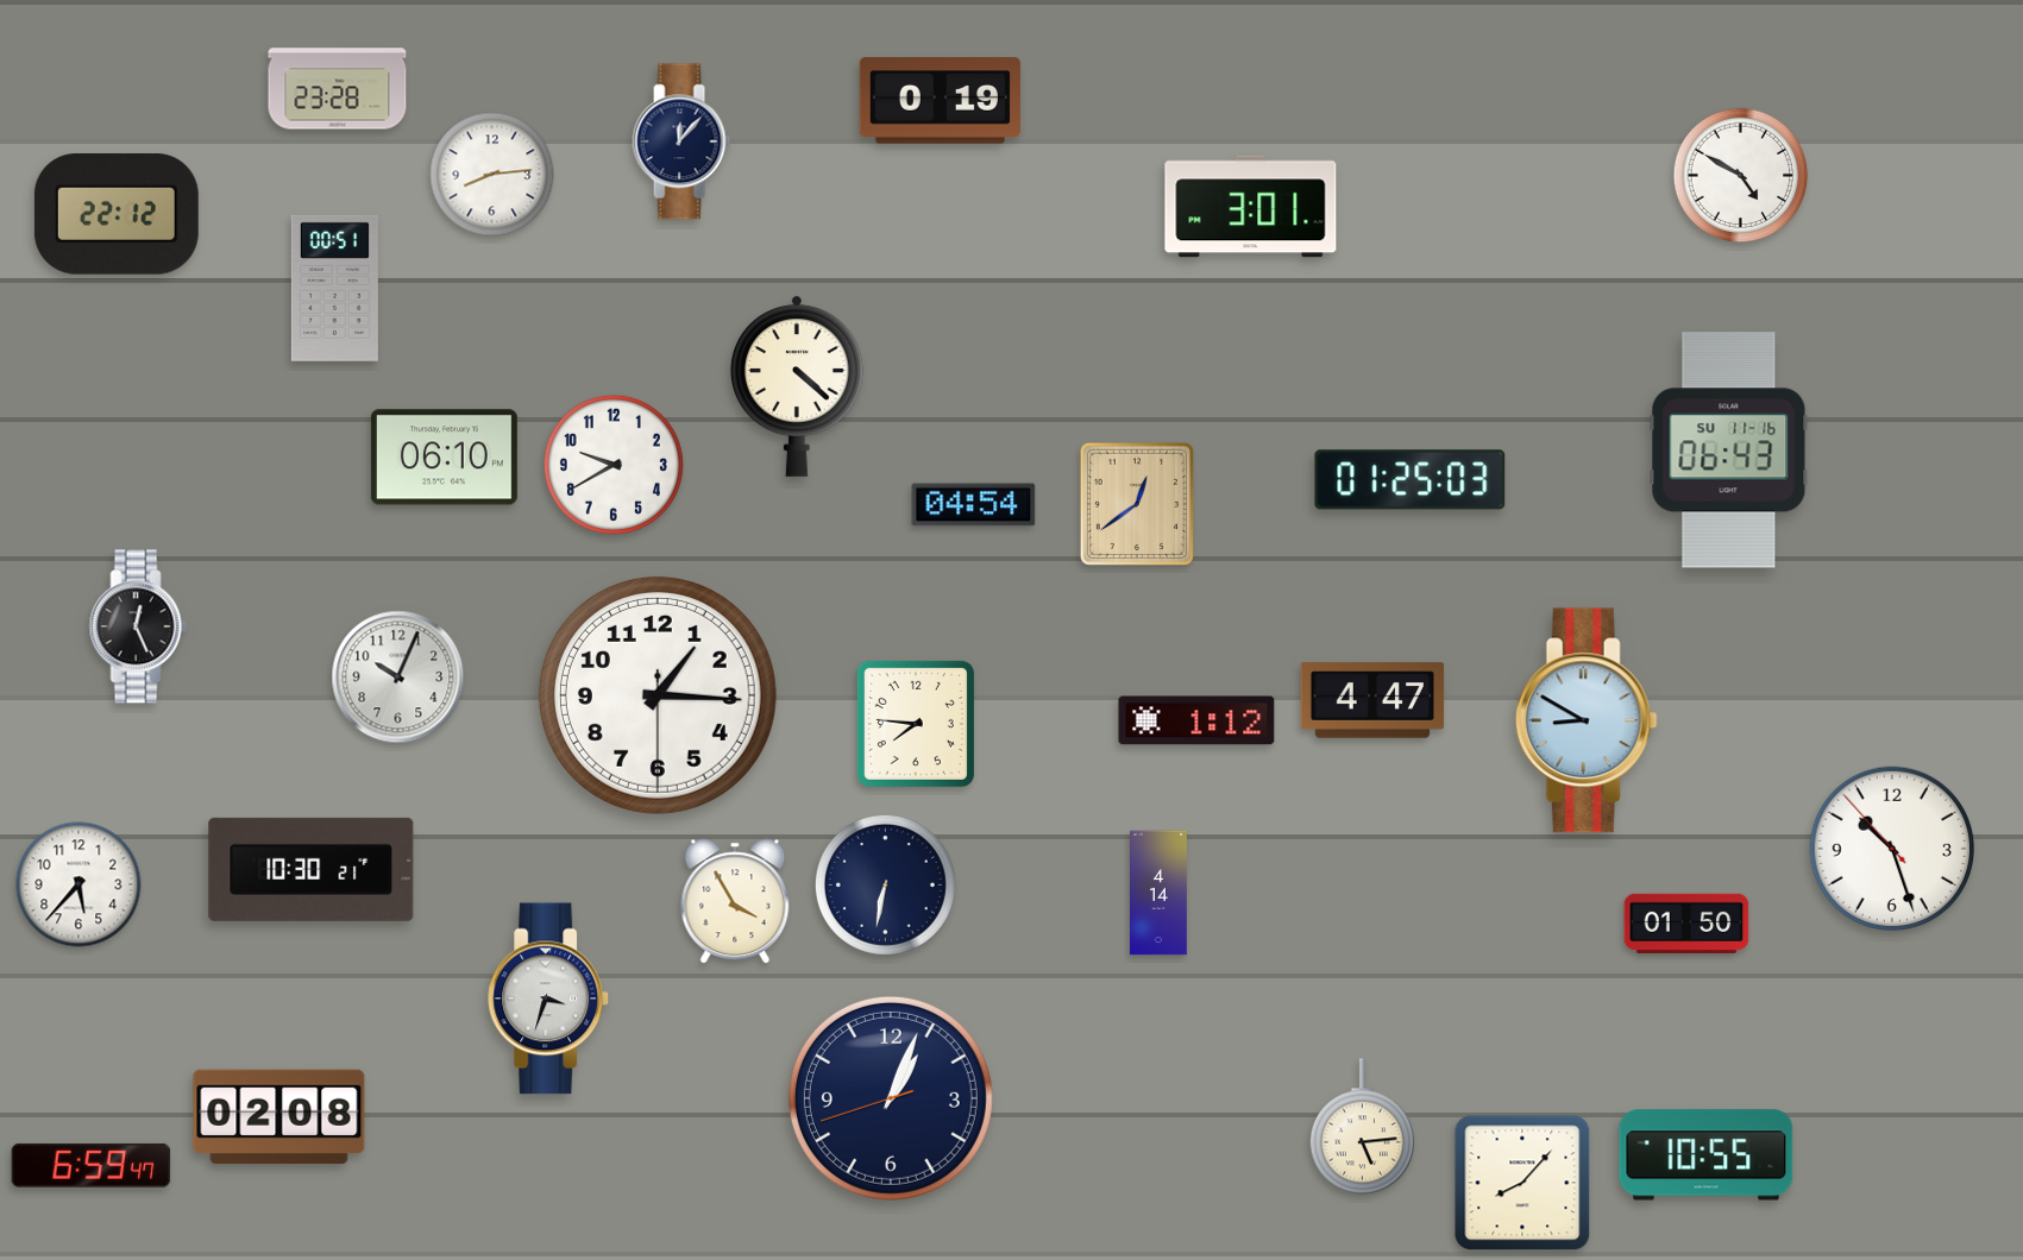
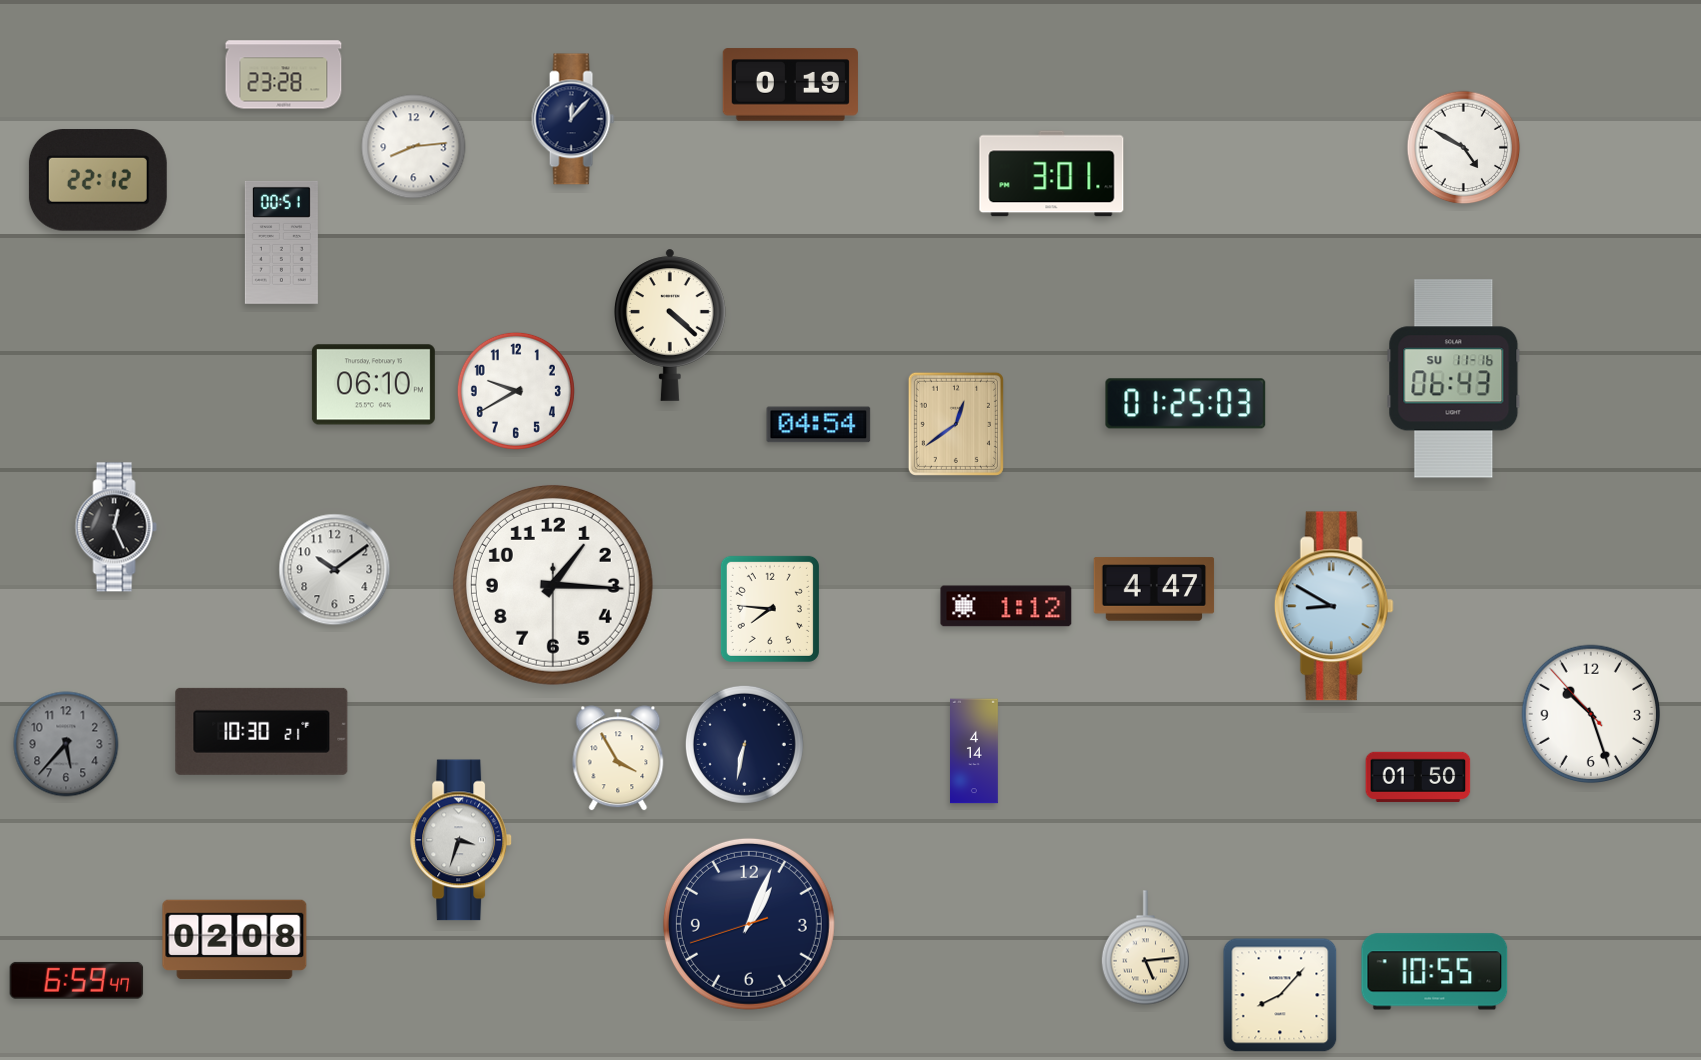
clock at (398, 678): 10:04 -> 10:09
clock at (78, 884) dial: white -> grey
